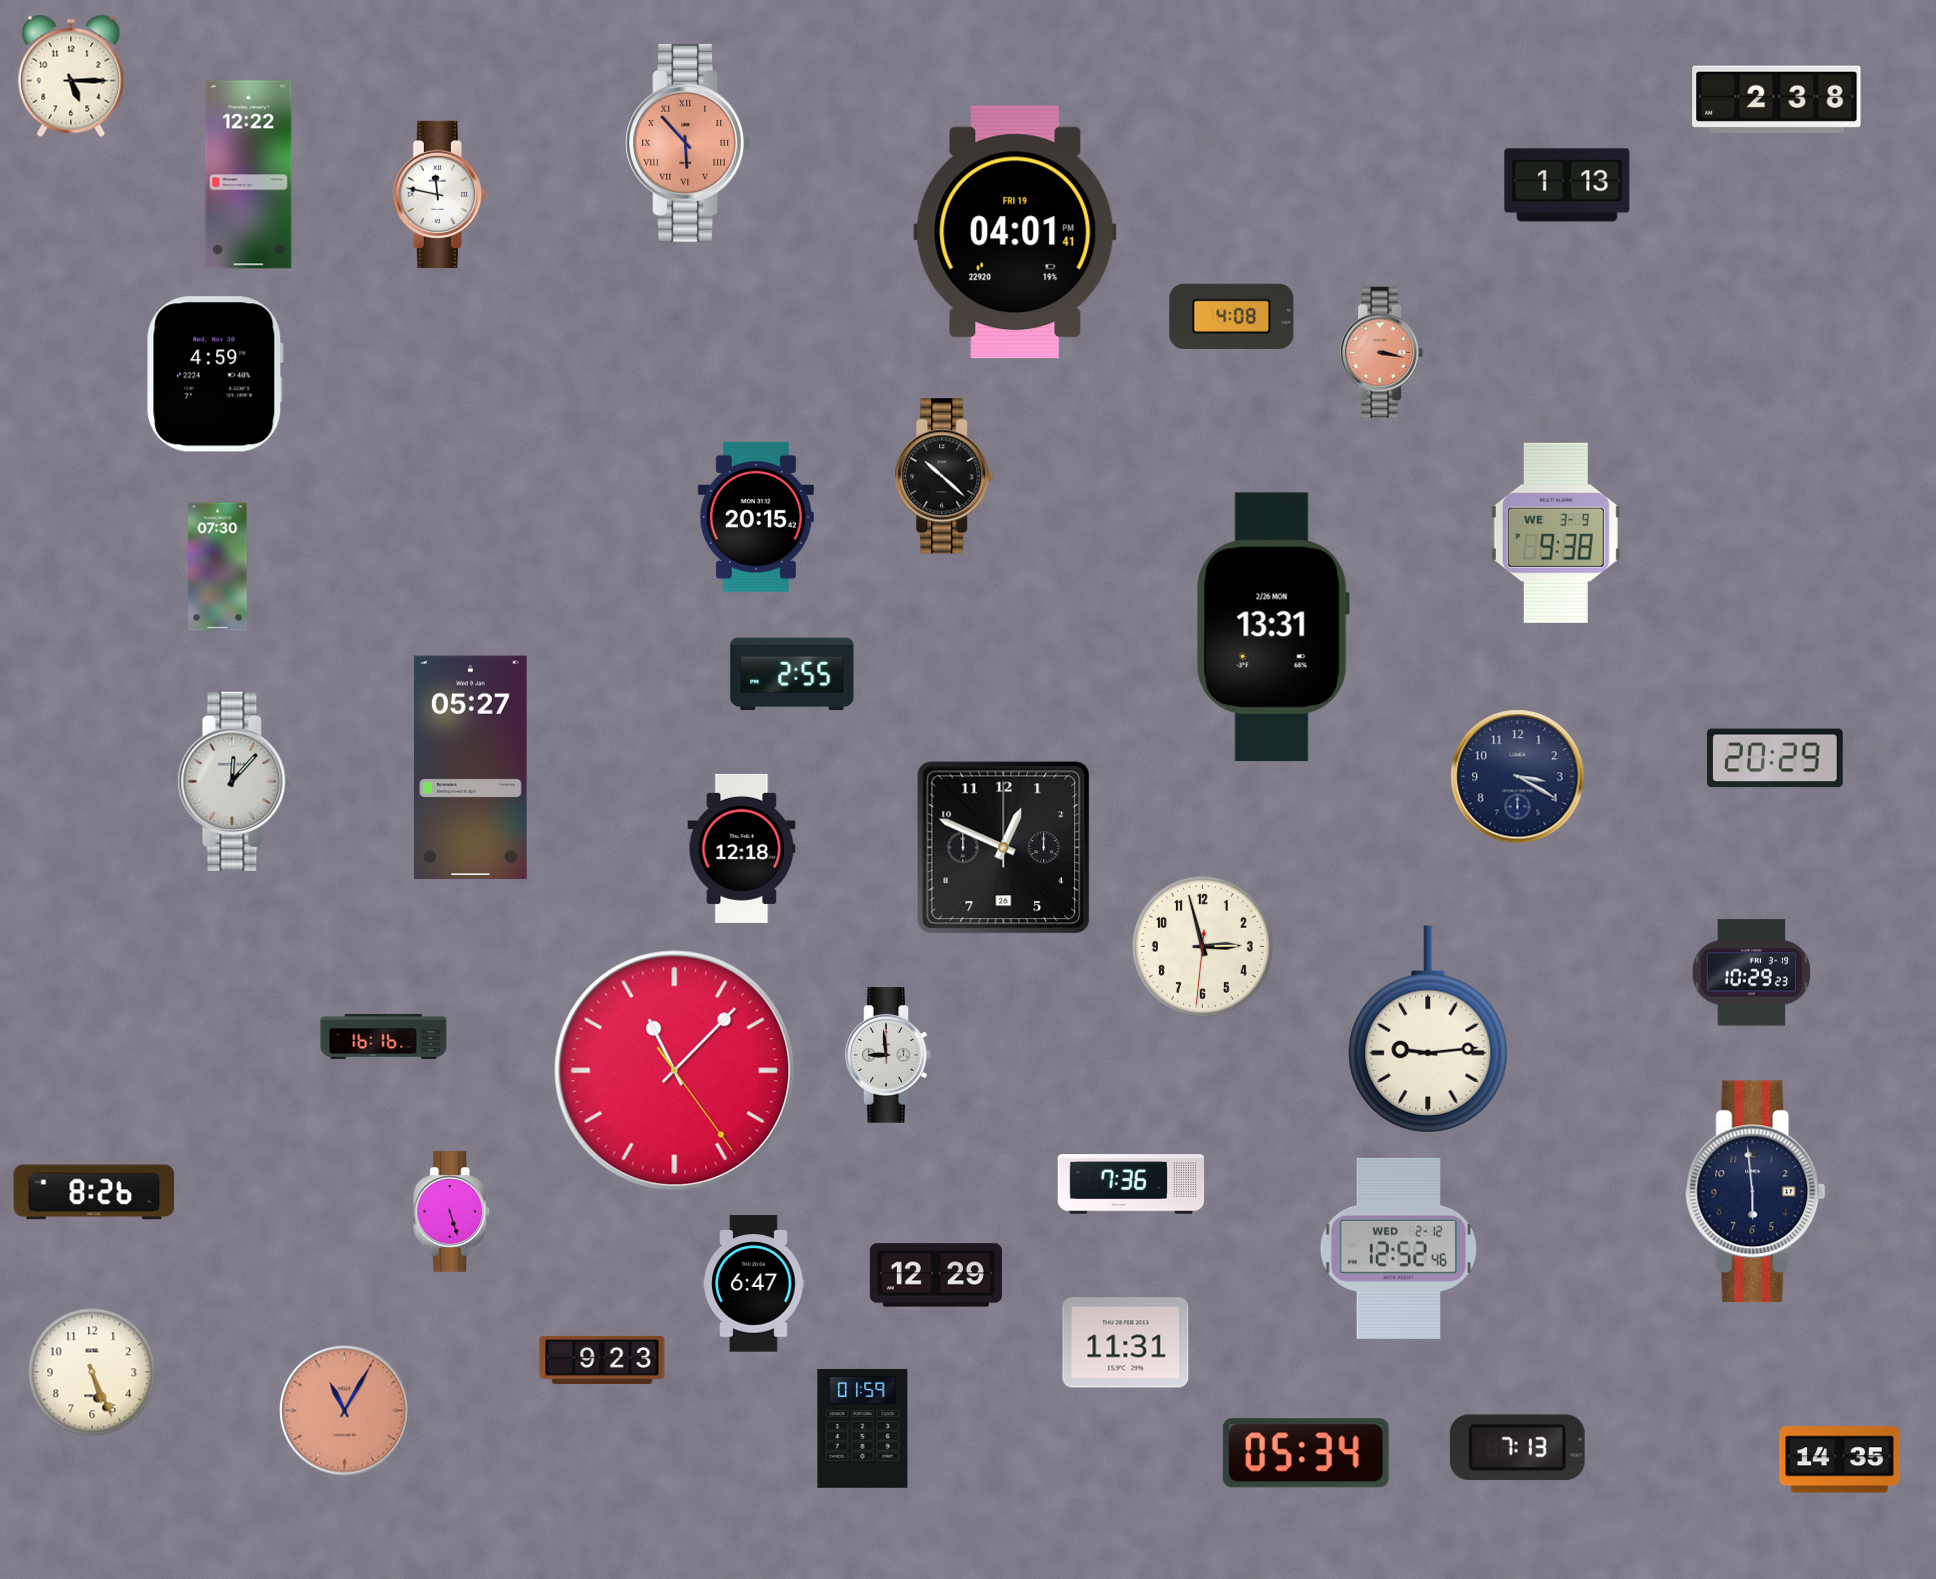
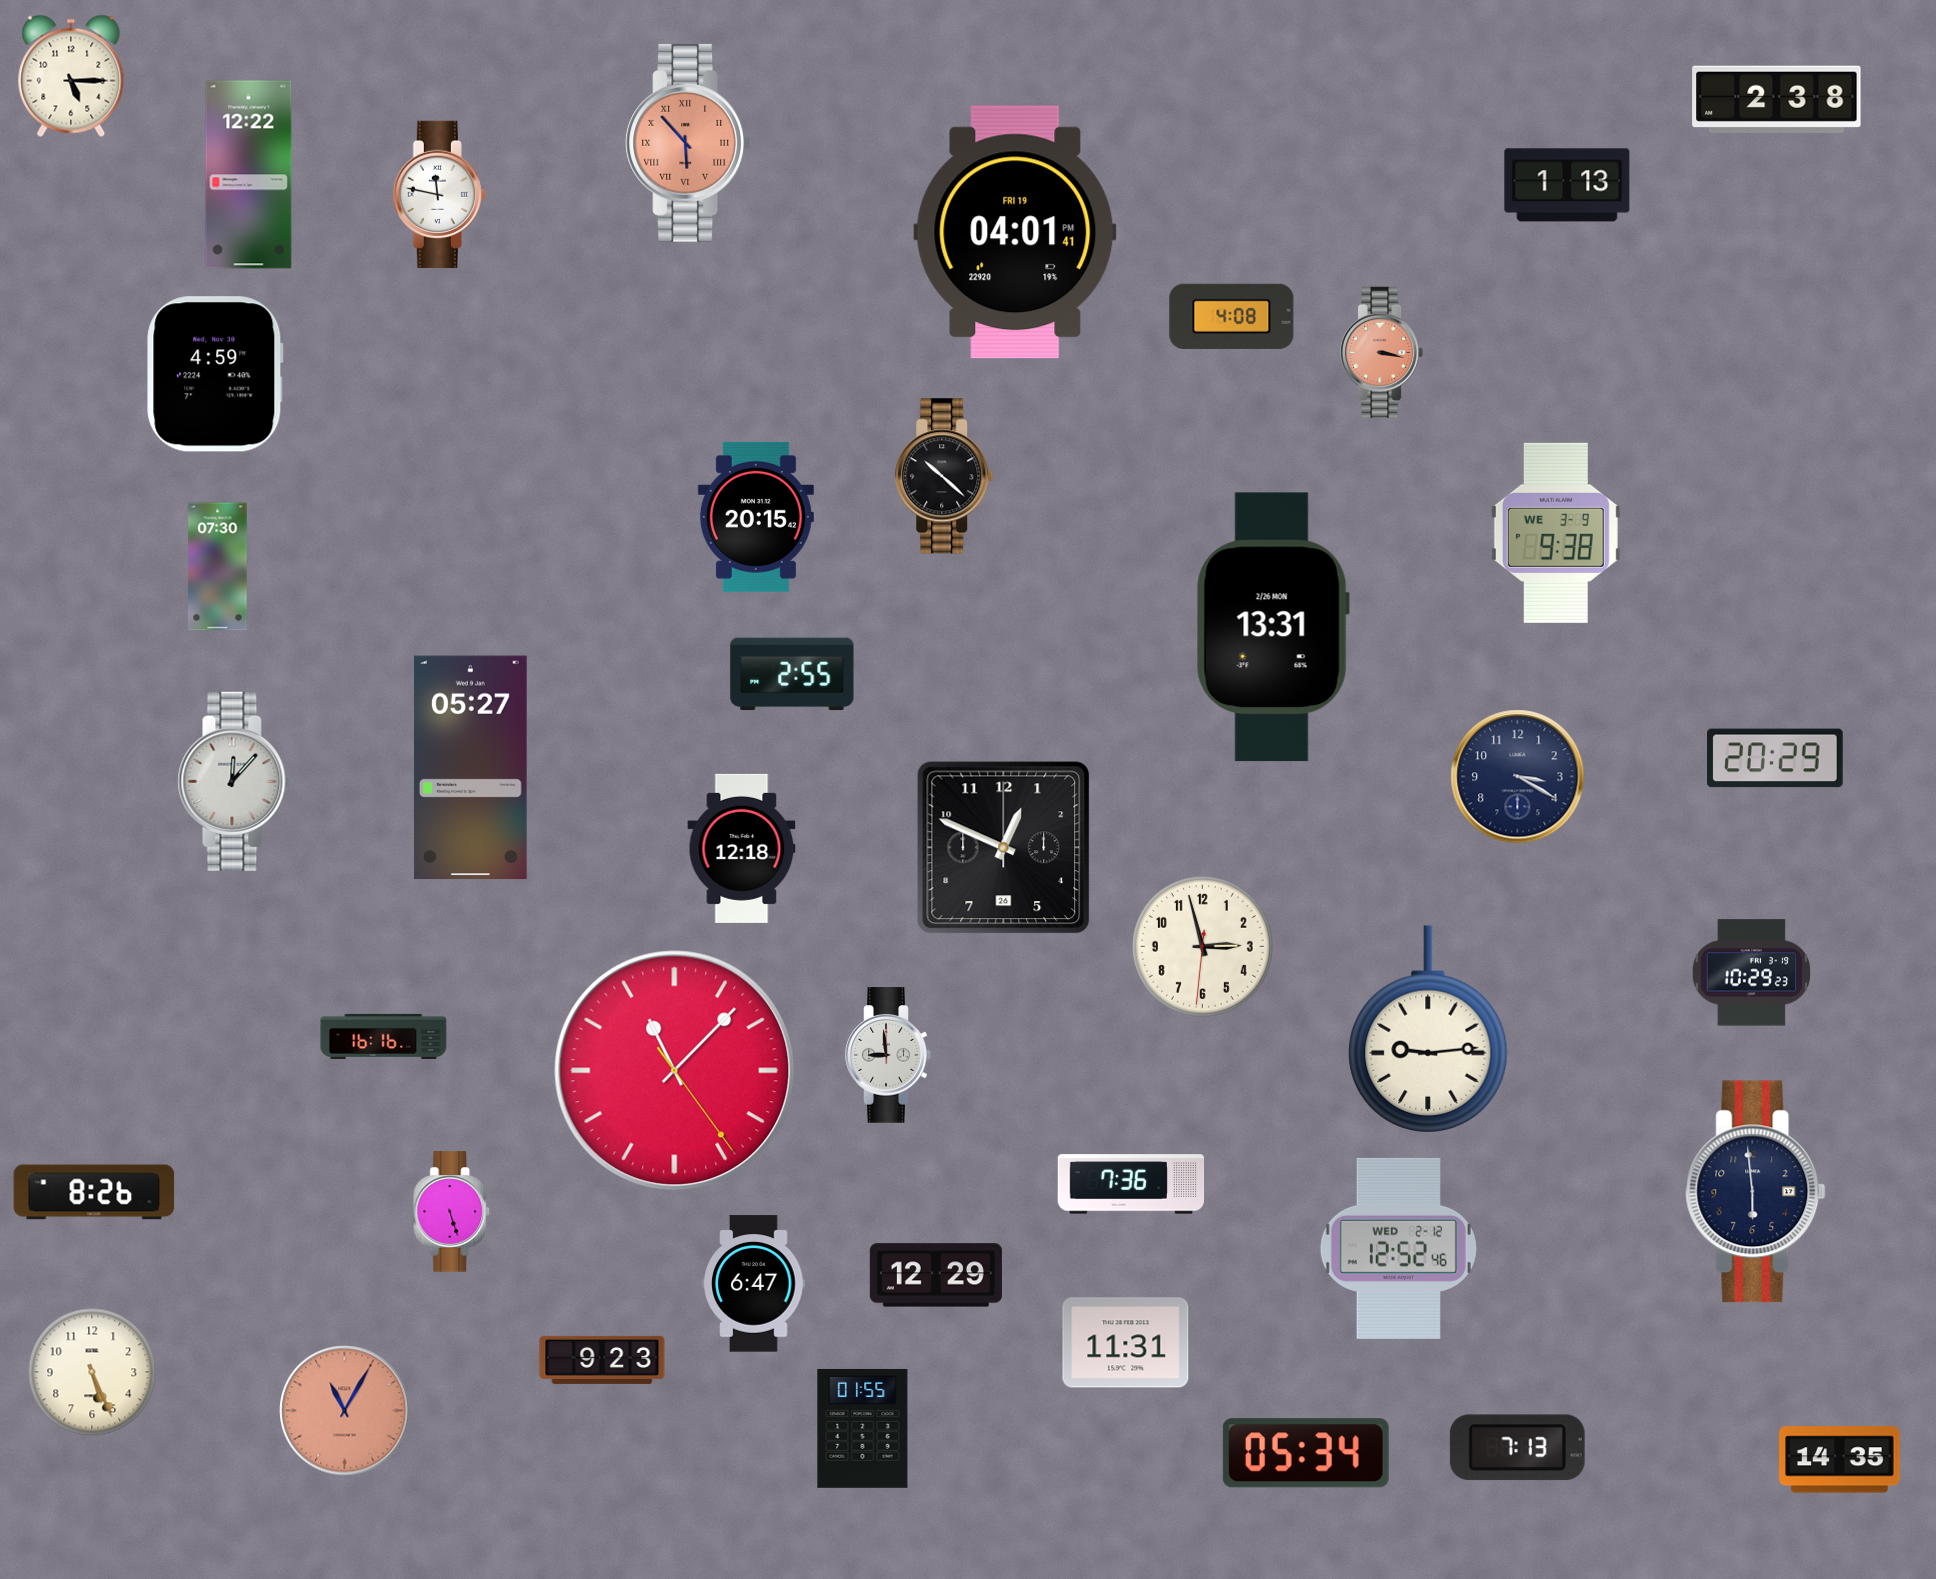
clock at (863, 1428): 01:59 -> 01:55
